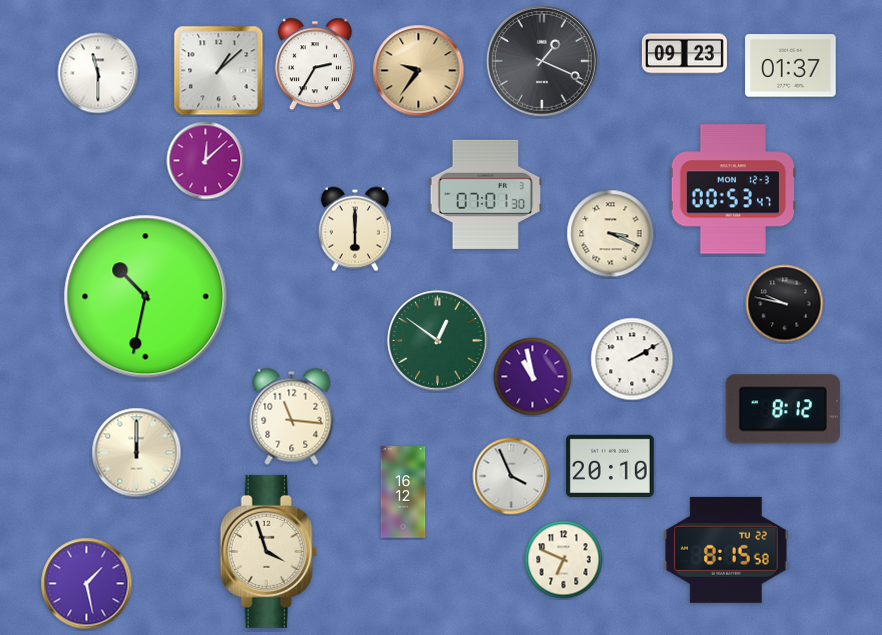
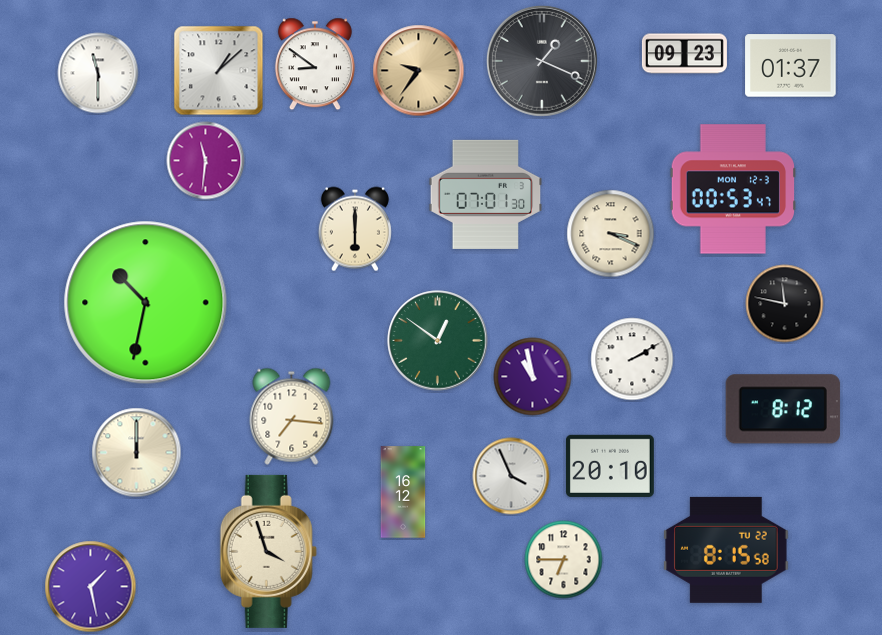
clock at (315, 64): 2:35 -> 8:51
clock at (206, 161): 12:08 -> 11:31
clock at (146, 297) position: (146, 297) -> (146, 303)
clock at (785, 304): 9:47 -> 11:47
clock at (292, 416): 11:16 -> 7:16
clock at (564, 560): 6:49 -> 6:45
clock at (87, 584) position: (87, 584) -> (91, 587)
